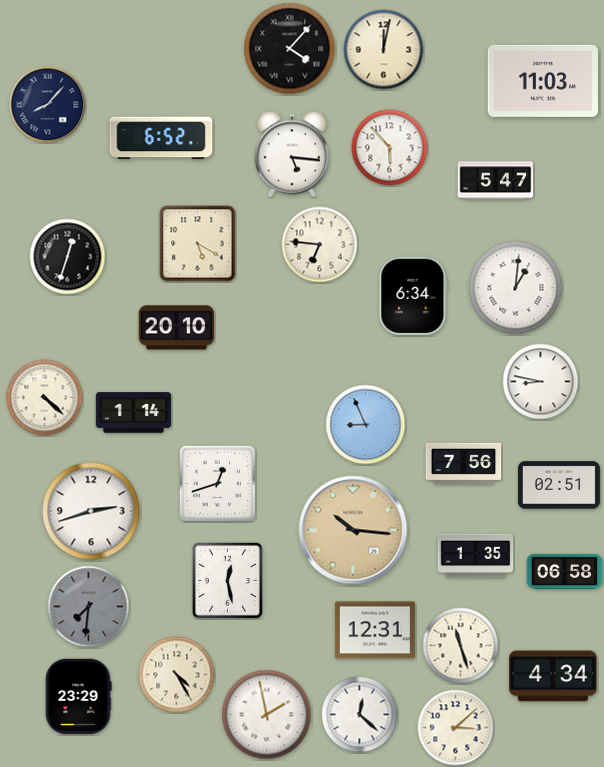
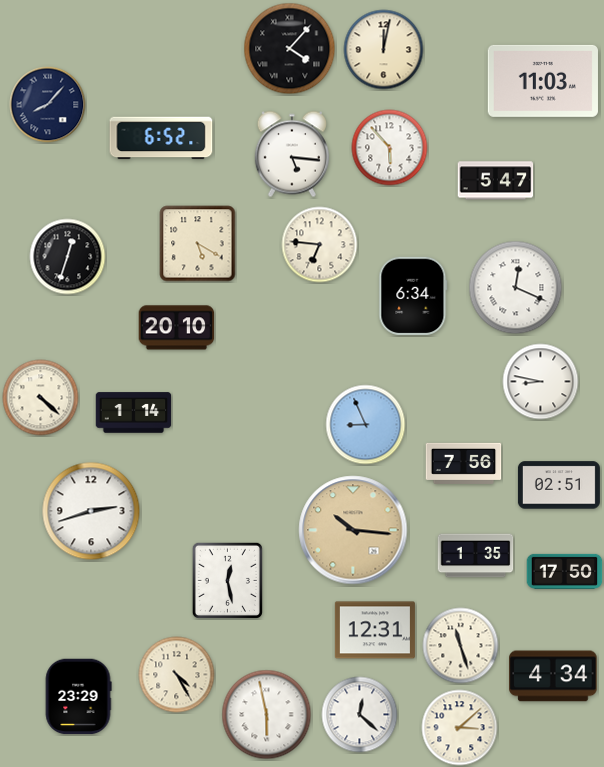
clock at (516, 288): 1:01 -> 12:19
clock at (45, 398) position: (45, 398) -> (41, 398)
clock at (217, 483): 12:42 -> none
clock at (565, 571): 06:58 -> 17:50
clock at (89, 607): 7:31 -> none
clock at (267, 715): 1:58 -> 5:58
clock at (456, 728) position: (456, 728) -> (460, 728)
